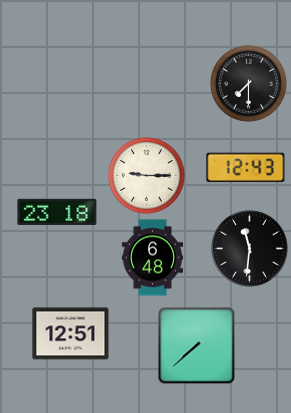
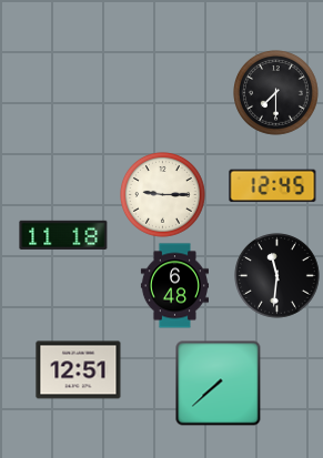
clock at (246, 168): 12:43 -> 12:45
clock at (57, 211): 23:18 -> 11:18
clock at (152, 258) position: (152, 258) -> (174, 286)
